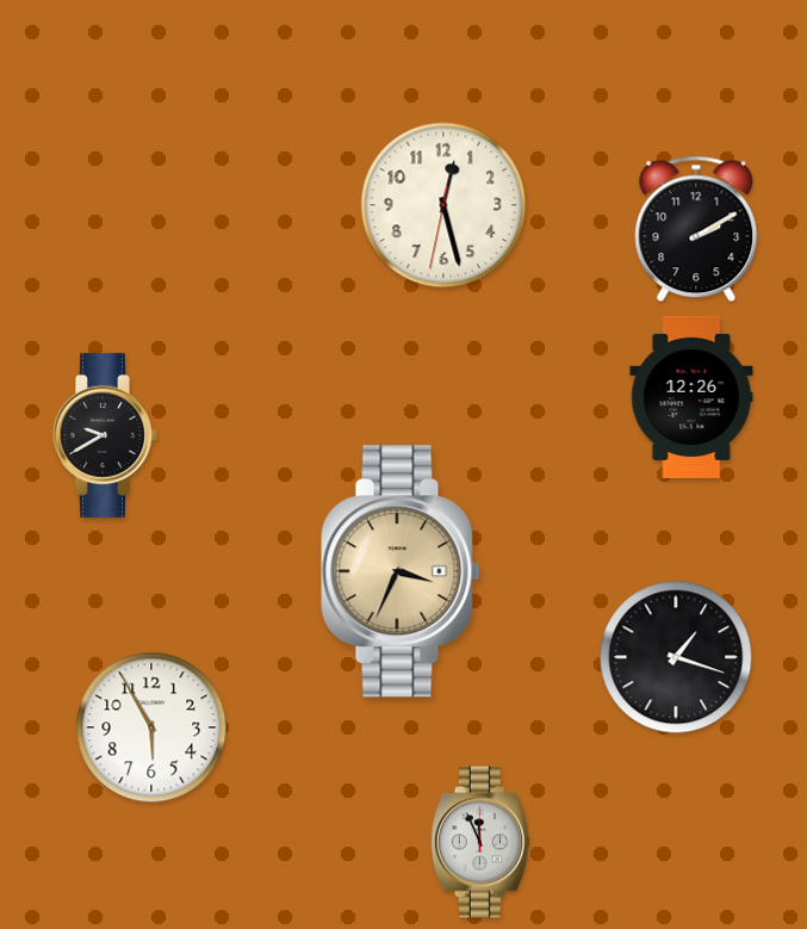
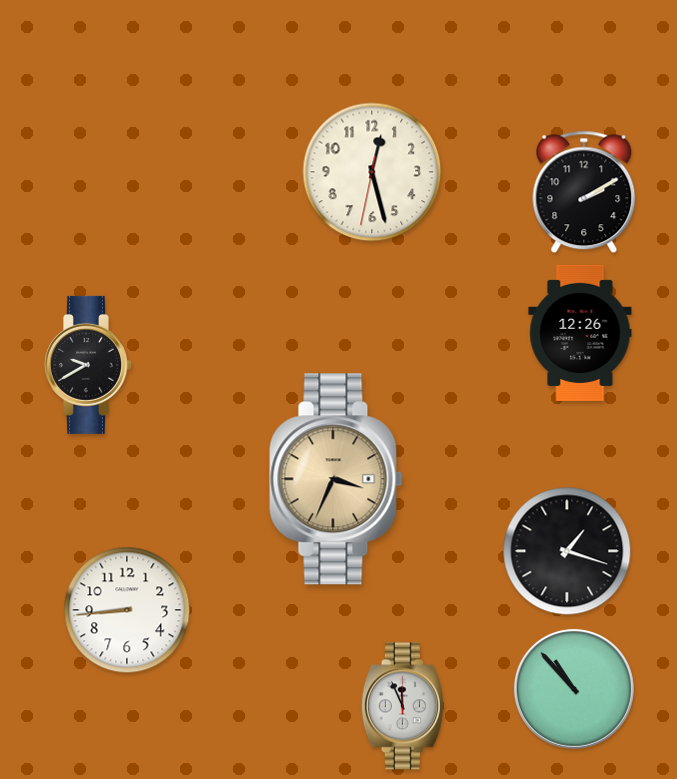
clock at (151, 727): 5:55 -> 8:44
clock at (574, 689): none -> 10:53
